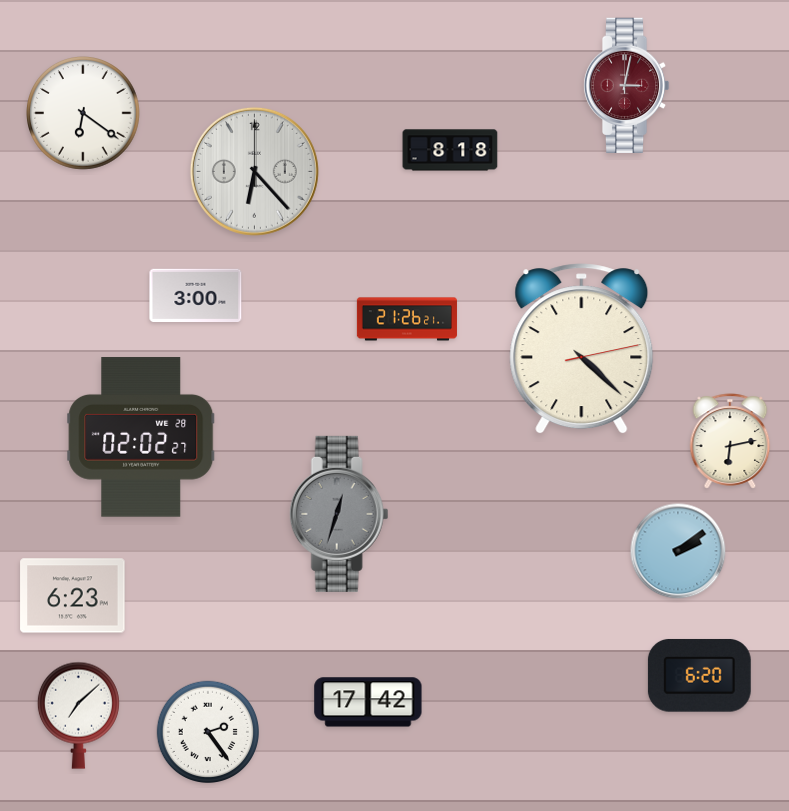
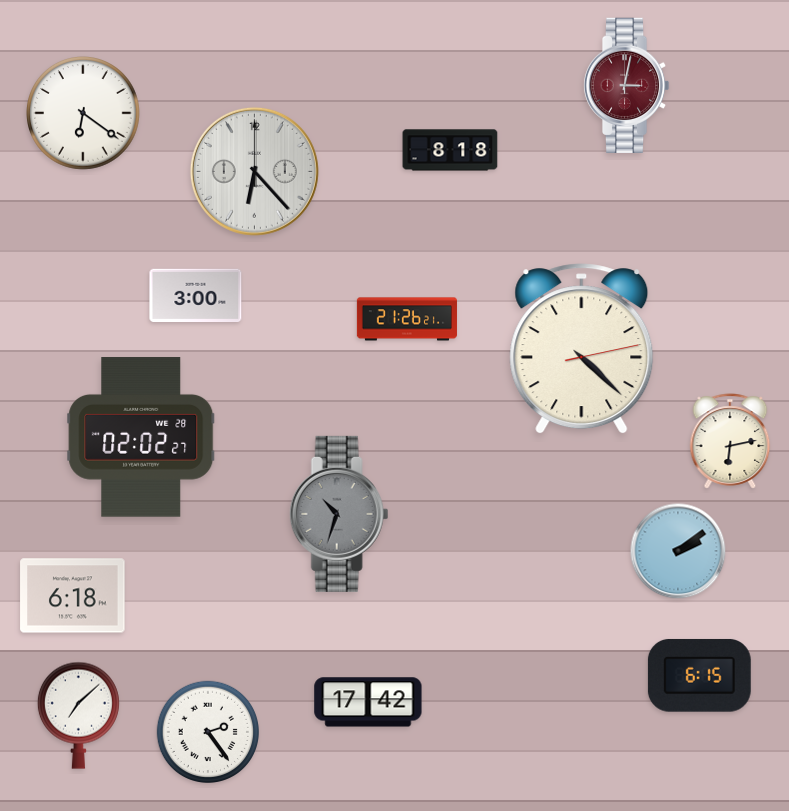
clock at (339, 514): 12:33 -> 10:33
clock at (73, 596): 6:23 -> 6:18
clock at (699, 675): 6:20 -> 6:15
